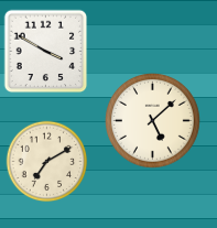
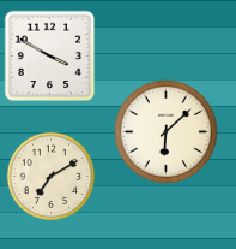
clock at (153, 121): 5:08 -> 6:08
